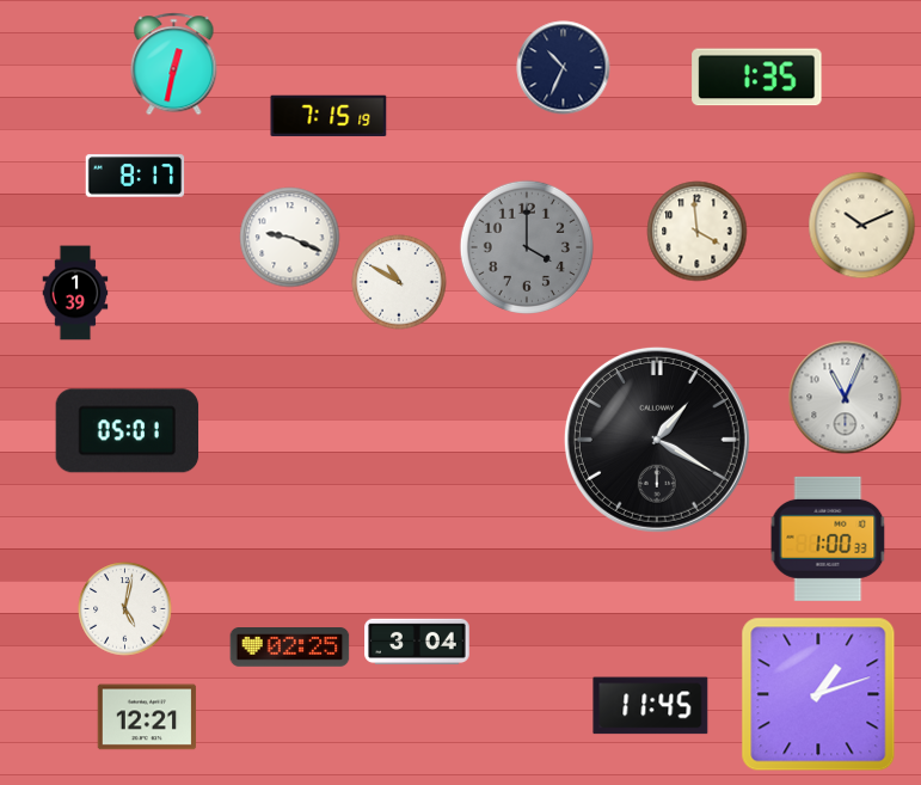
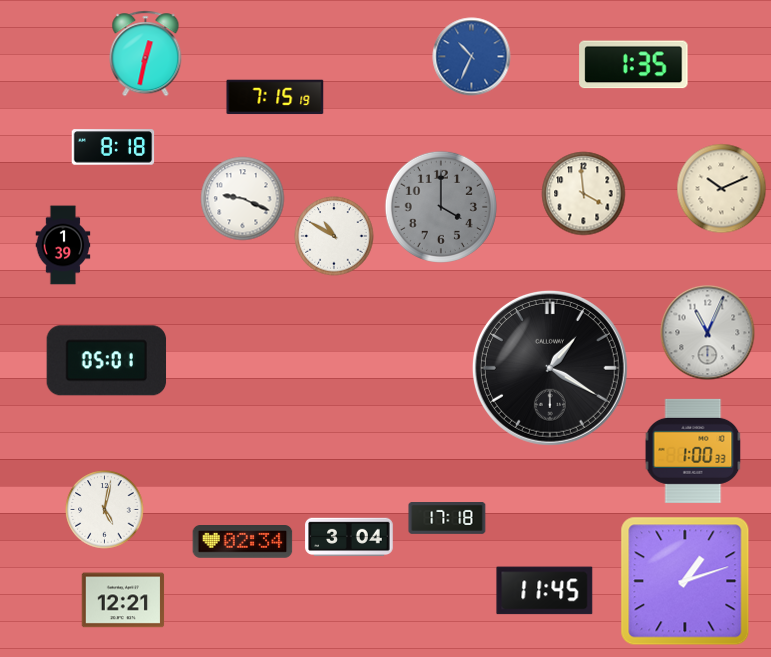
clock at (564, 68) dial: navy -> blue
clock at (135, 176): 8:17 -> 8:18
clock at (447, 519): none -> 17:18
clock at (290, 648): 02:25 -> 02:34
